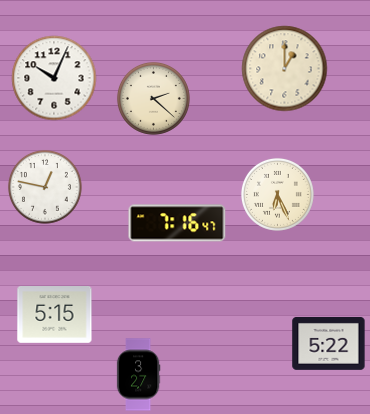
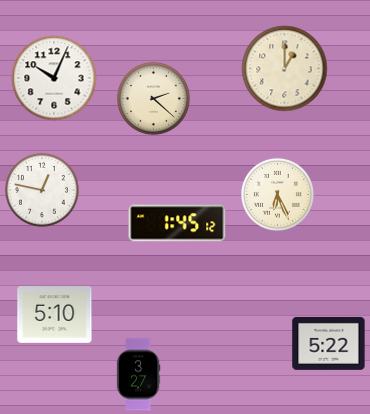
clock at (45, 187) position: (45, 187) -> (42, 190)
clock at (177, 223): 7:16 -> 1:45
clock at (55, 315): 5:15 -> 5:10
